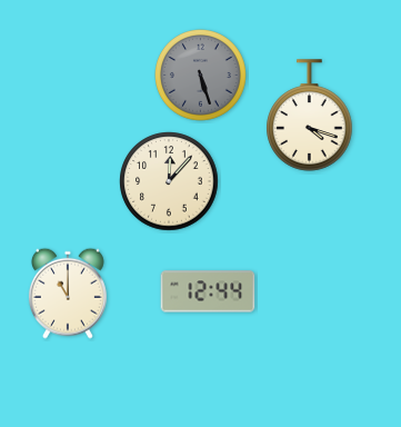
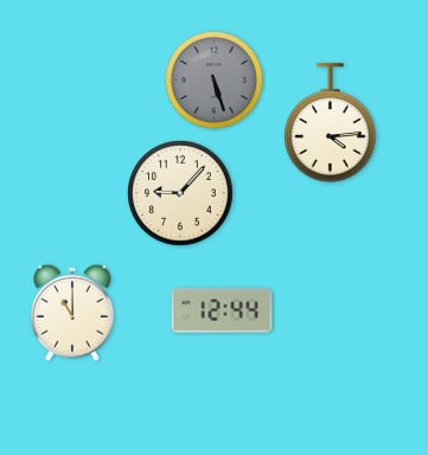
clock at (310, 116): 4:18 -> 4:14
clock at (169, 181): 12:07 -> 9:07
